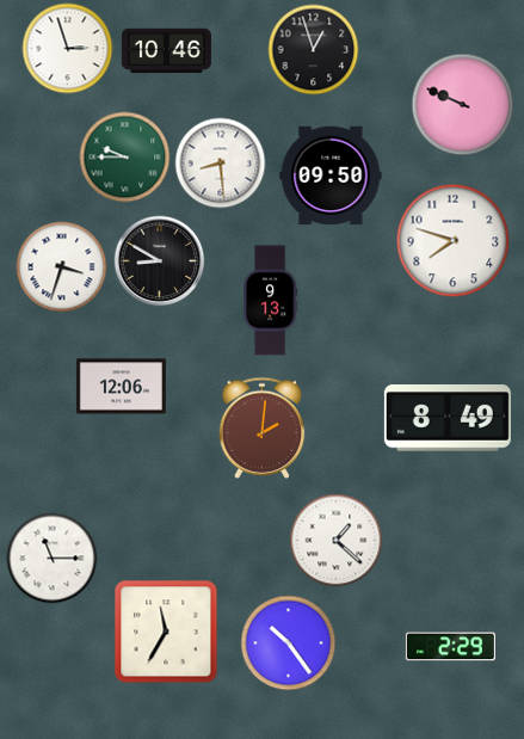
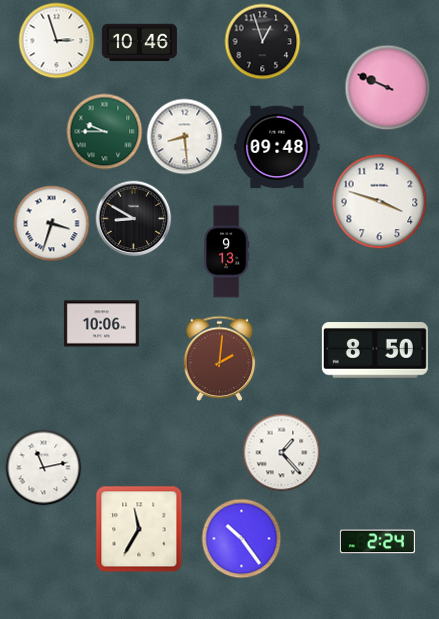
clock at (331, 175): 09:50 -> 09:48
clock at (454, 241): 7:48 -> 3:48
clock at (121, 387): 12:06 -> 10:06
clock at (448, 419): 8:49 -> 8:50
clock at (337, 541): 1:22 -> 1:23
clock at (53, 559): 11:15 -> 11:13
clock at (450, 647): 2:29 -> 2:24
